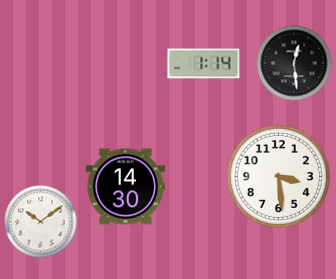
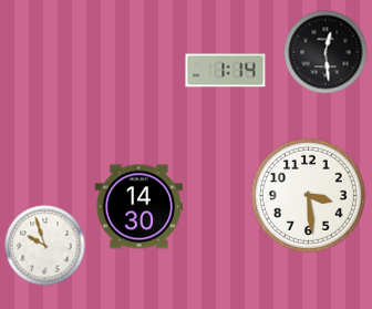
clock at (294, 63) position: (294, 63) -> (325, 52)
clock at (41, 222): 10:09 -> 9:57
